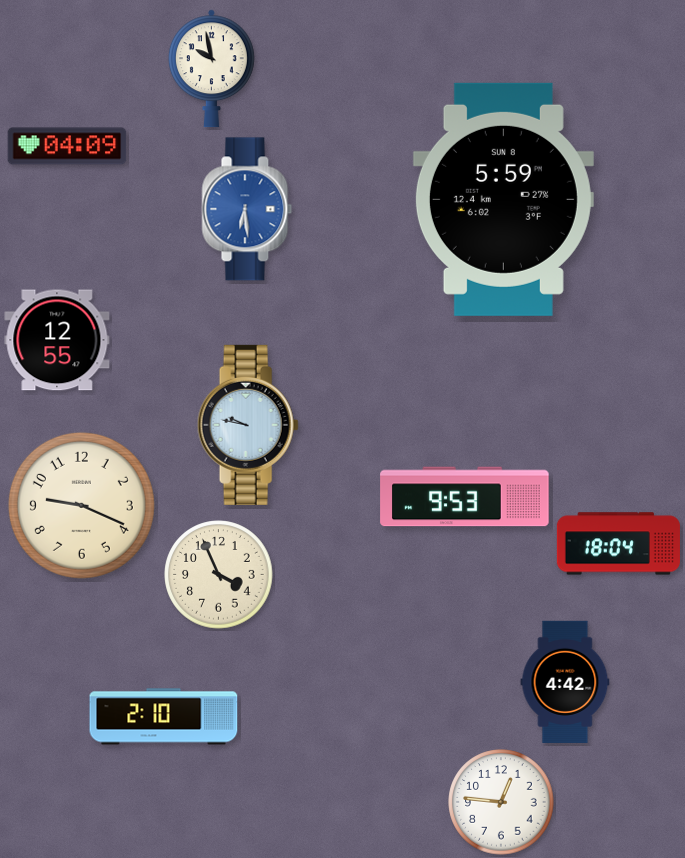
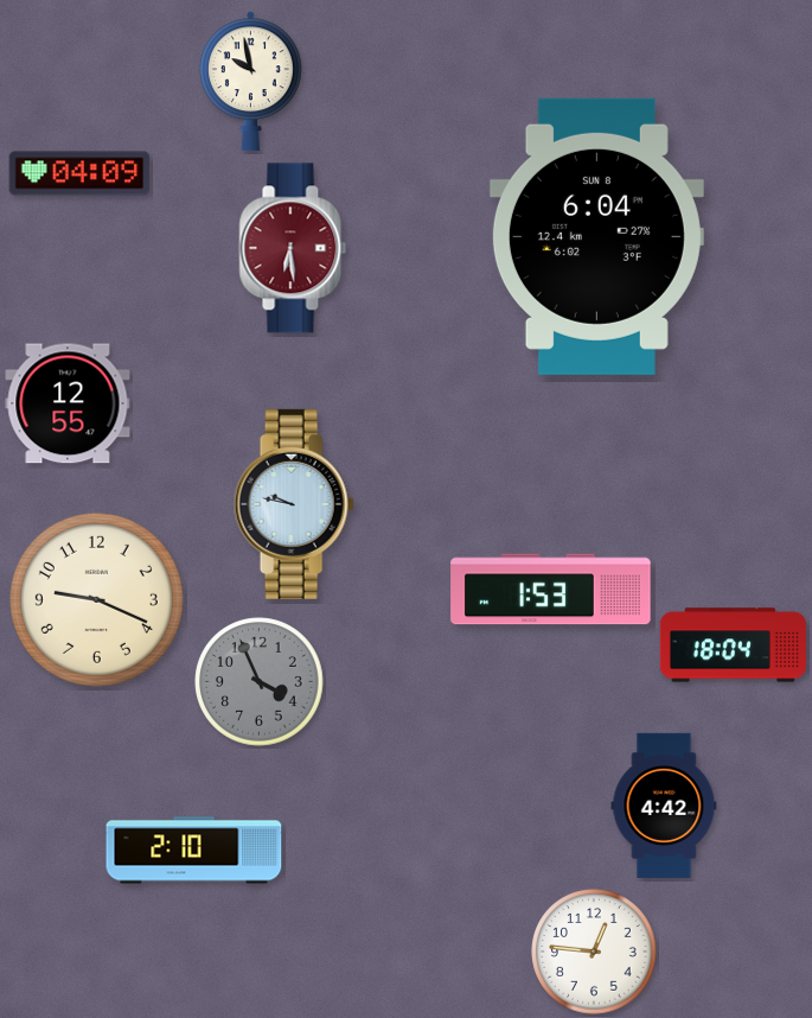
clock at (503, 199): 5:59 -> 6:04
clock at (247, 209) dial: blue -> burgundy
clock at (465, 497): 9:53 -> 1:53
clock at (219, 575) dial: cream -> grey
clock at (565, 682) position: (565, 682) -> (664, 806)
